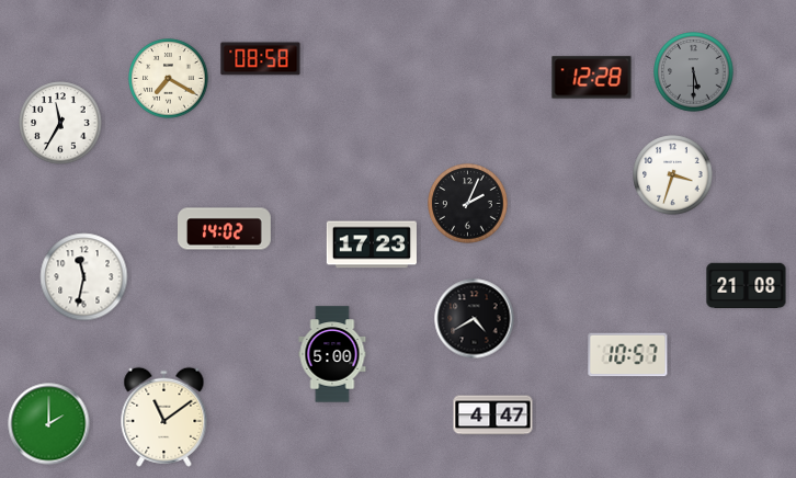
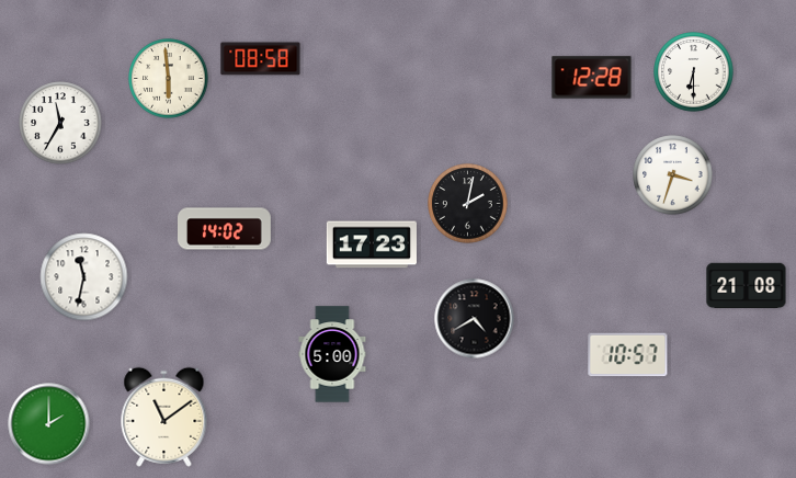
clock at (694, 72): 5:30 -> 6:30
clock at (694, 72) dial: grey -> white
clock at (169, 79): 7:20 -> 5:59
clock at (468, 204): 2:04 -> 2:02
clock at (493, 416): 4:47 -> none
